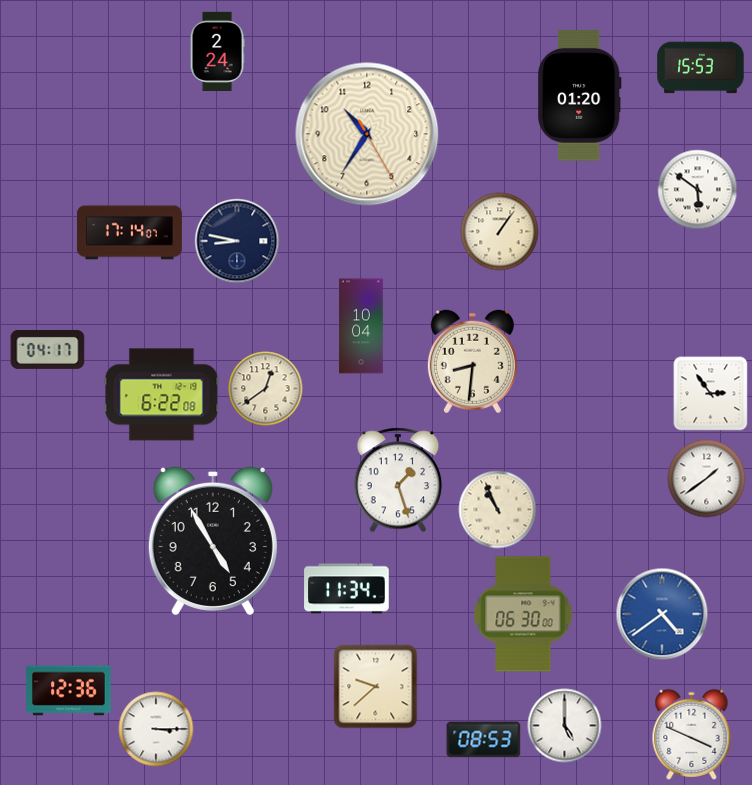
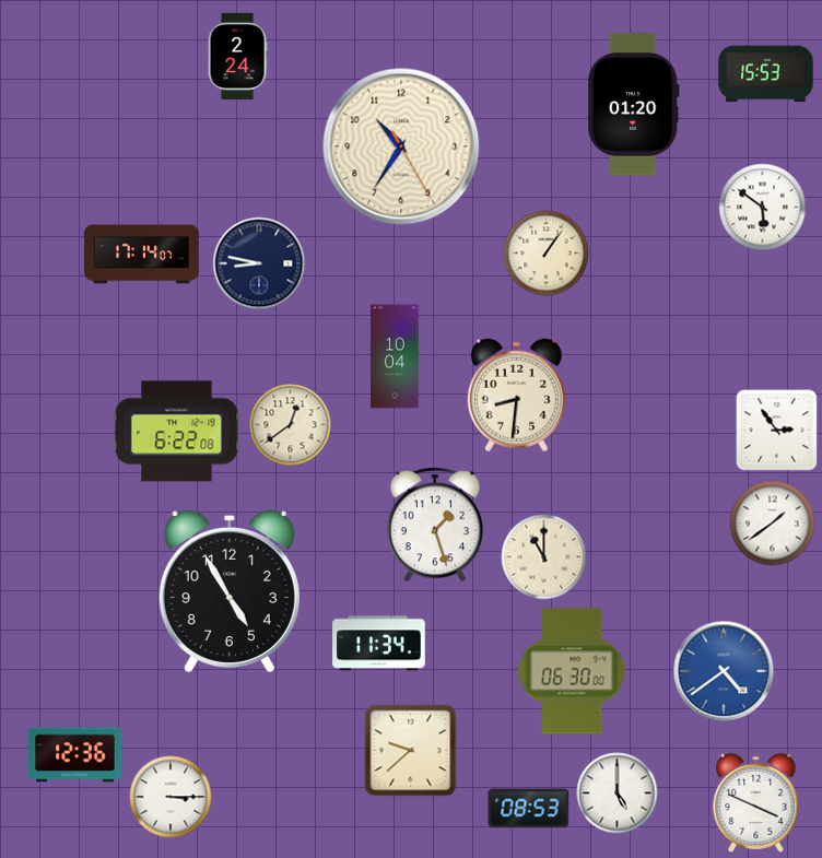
clock at (48, 349): 04:17 -> none
clock at (498, 510): 10:56 -> 11:00
clock at (213, 540) position: (213, 540) -> (230, 590)
